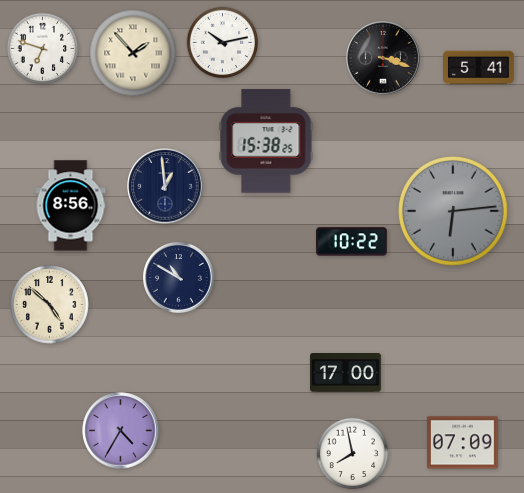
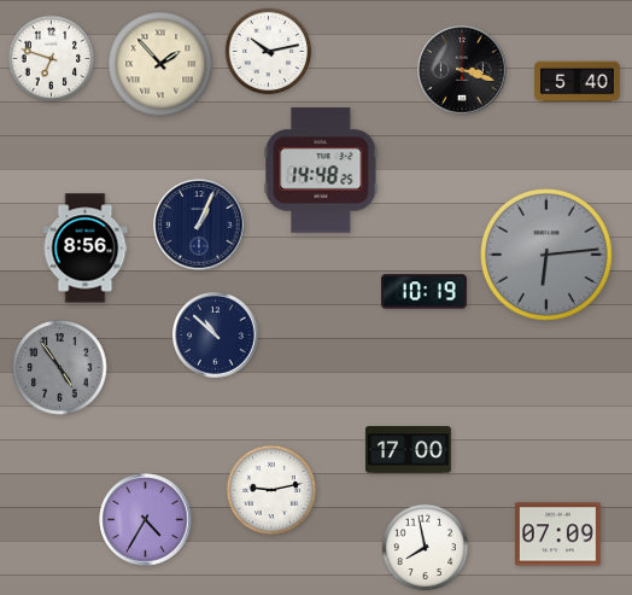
clock at (479, 68): 5:41 -> 5:40
clock at (266, 141): 15:38 -> 14:48
clock at (165, 186): 12:59 -> 1:04
clock at (352, 242): 10:22 -> 10:19
clock at (179, 278): 10:50 -> 10:52
clock at (50, 305): 4:52 -> 4:54
clock at (50, 305) dial: cream -> grey
clock at (346, 373) position: (346, 373) -> (409, 450)
clock at (271, 490): none -> 9:13
